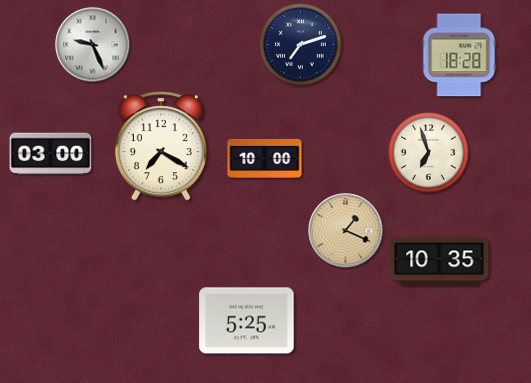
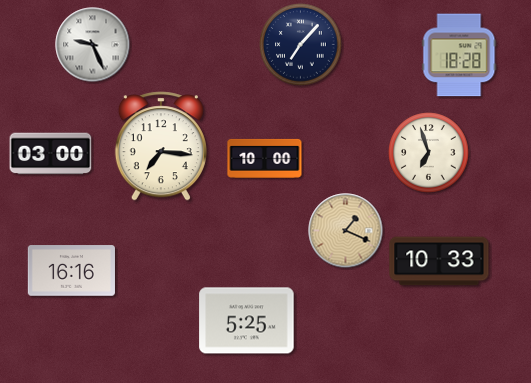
clock at (301, 45): 7:12 -> 7:07
clock at (161, 146): 7:20 -> 7:16
clock at (439, 261): 10:35 -> 10:33
clock at (71, 271): none -> 16:16
